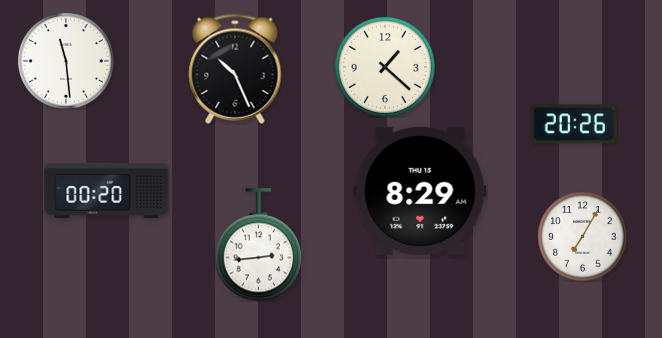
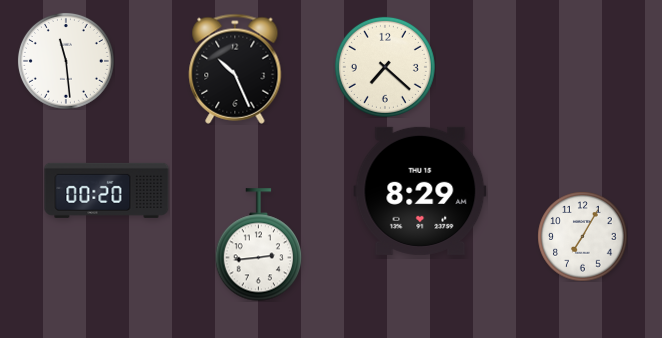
clock at (385, 67): 1:22 -> 7:22
clock at (574, 124): 20:26 -> none
